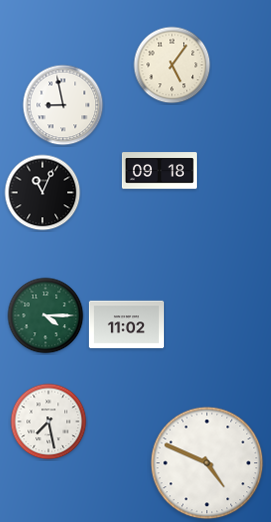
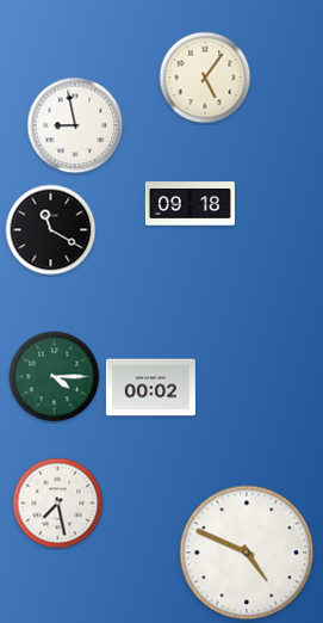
clock at (43, 193): 11:04 -> 11:20
clock at (126, 325): 11:02 -> 00:02
